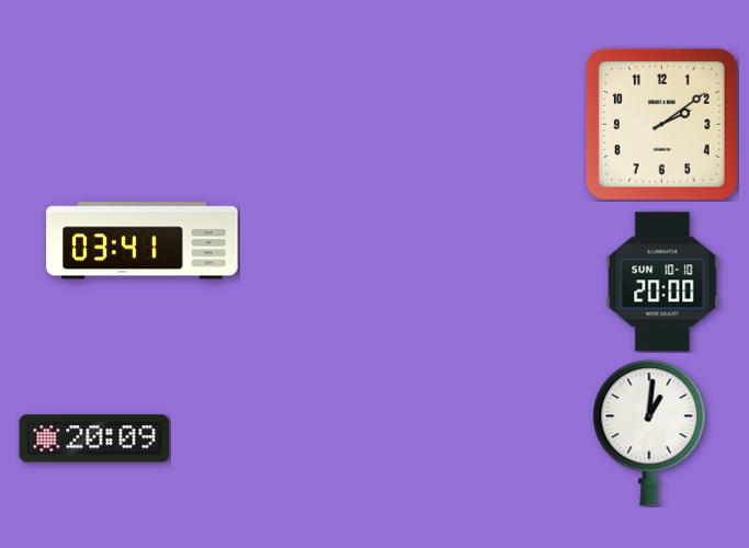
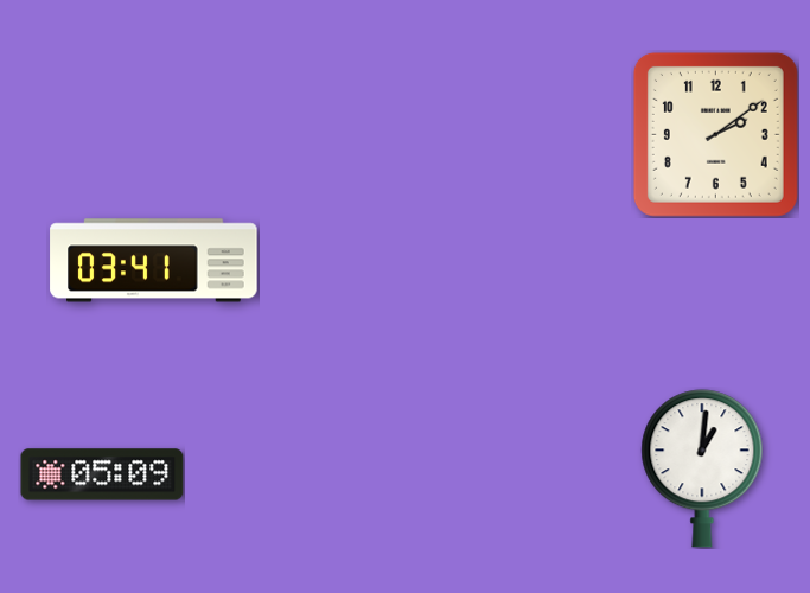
clock at (662, 282): 20:00 -> none
clock at (94, 438): 20:09 -> 05:09
